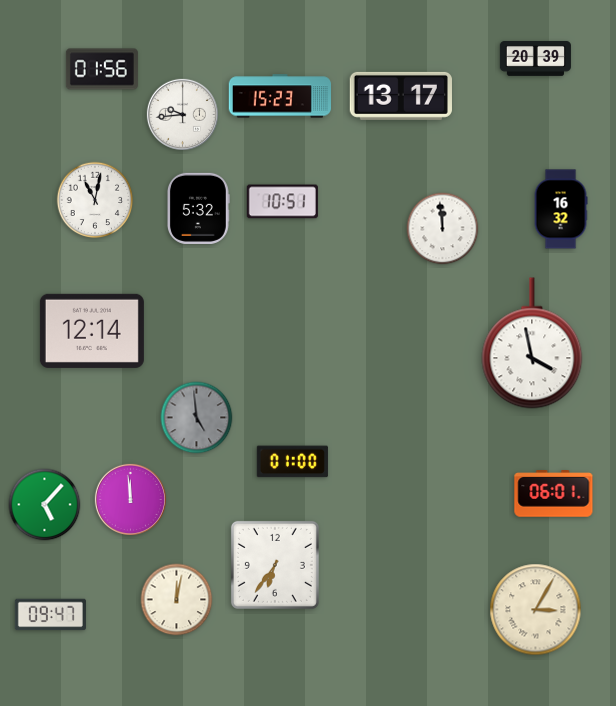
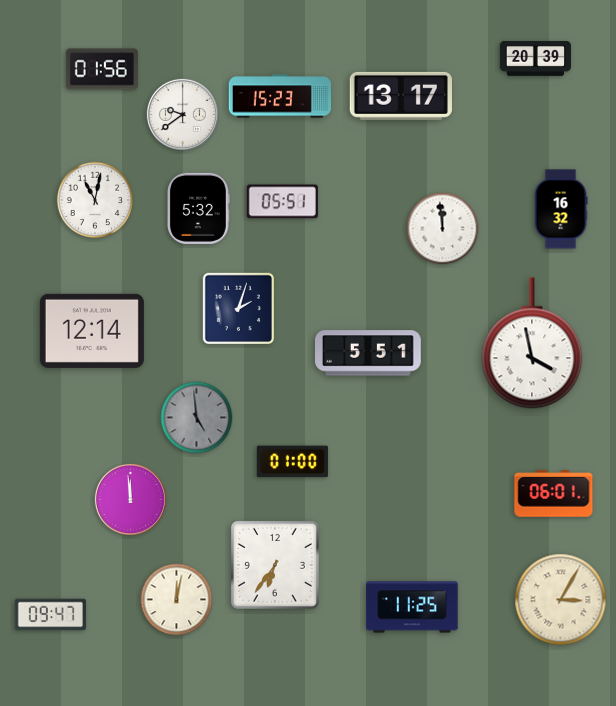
clock at (182, 114): 9:44 -> 9:39
clock at (282, 202): 10:51 -> 05:51
clock at (239, 309): none -> 2:03
clock at (369, 353): none -> 5:51
clock at (45, 505): 5:07 -> none
clock at (412, 607): none -> 11:25
clock at (536, 610) position: (536, 610) -> (561, 600)
